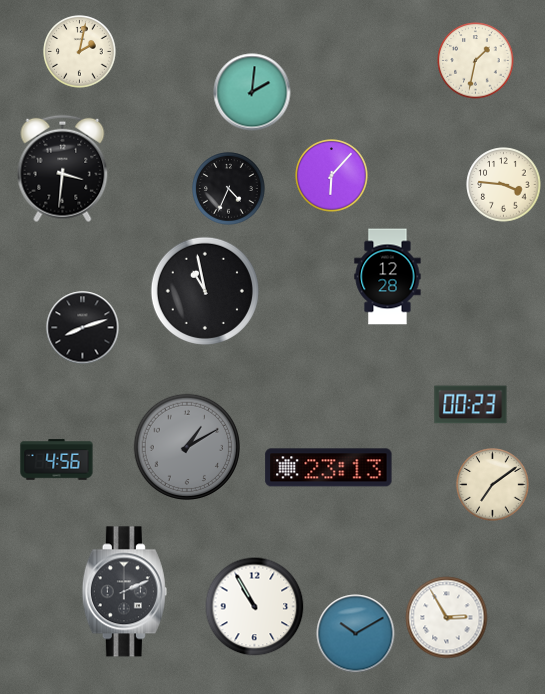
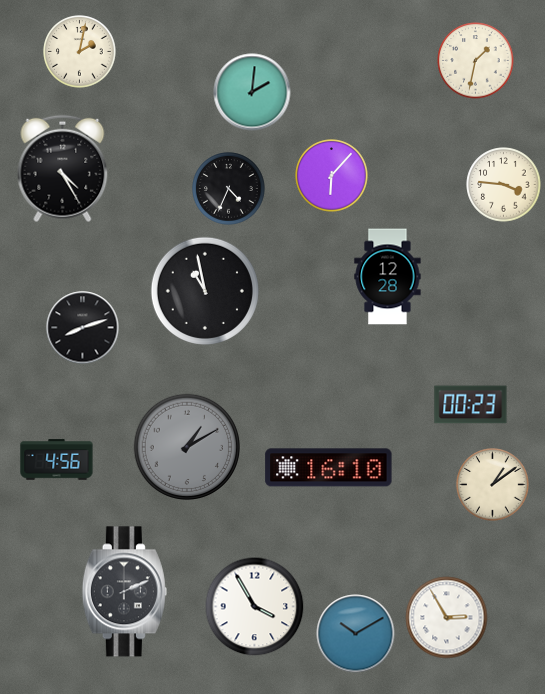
clock at (63, 169): 3:31 -> 4:25
clock at (329, 468): 23:13 -> 16:10
clock at (493, 485): 7:09 -> 1:09
clock at (255, 607): 10:55 -> 3:55
